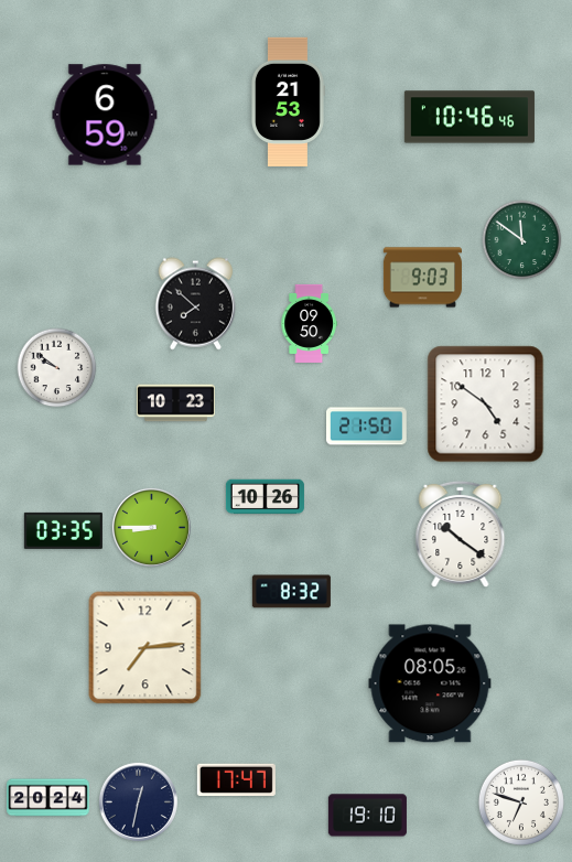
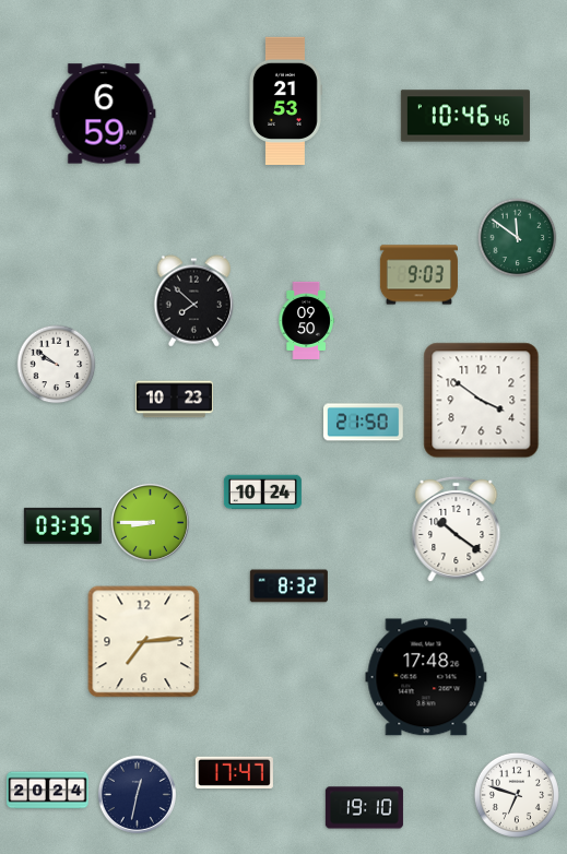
clock at (486, 405): 4:51 -> 3:51
clock at (265, 497): 10:26 -> 10:24
clock at (430, 683): 08:05 -> 17:48
